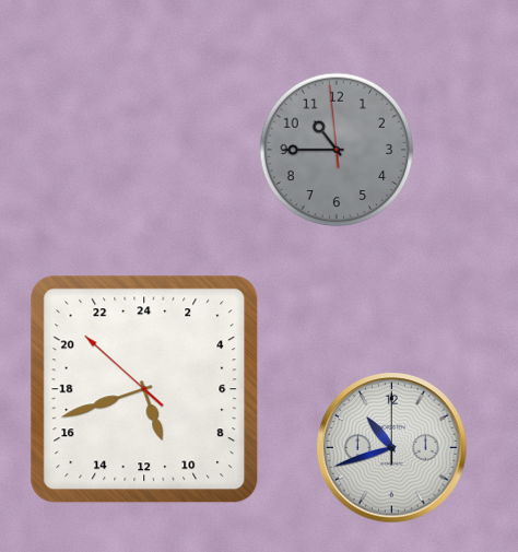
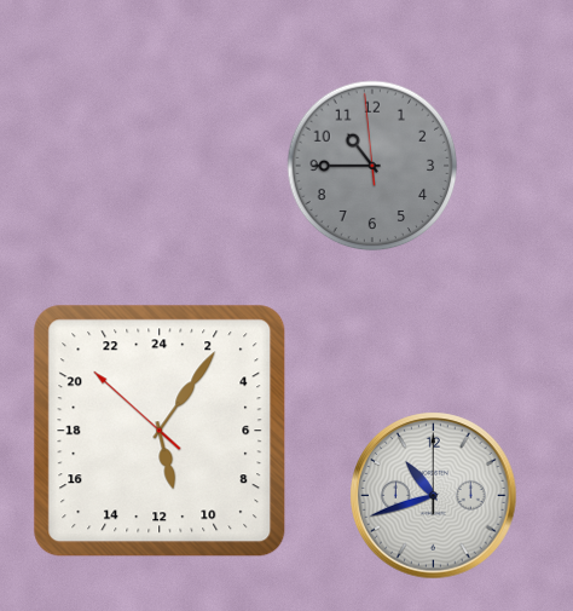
clock at (144, 389): 10:41 -> 11:05
